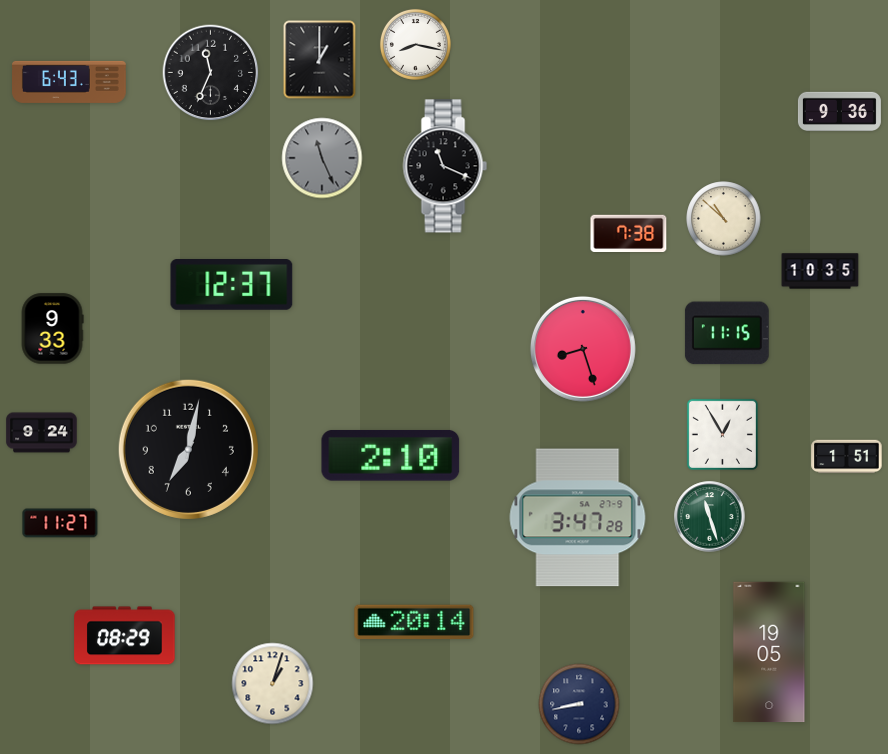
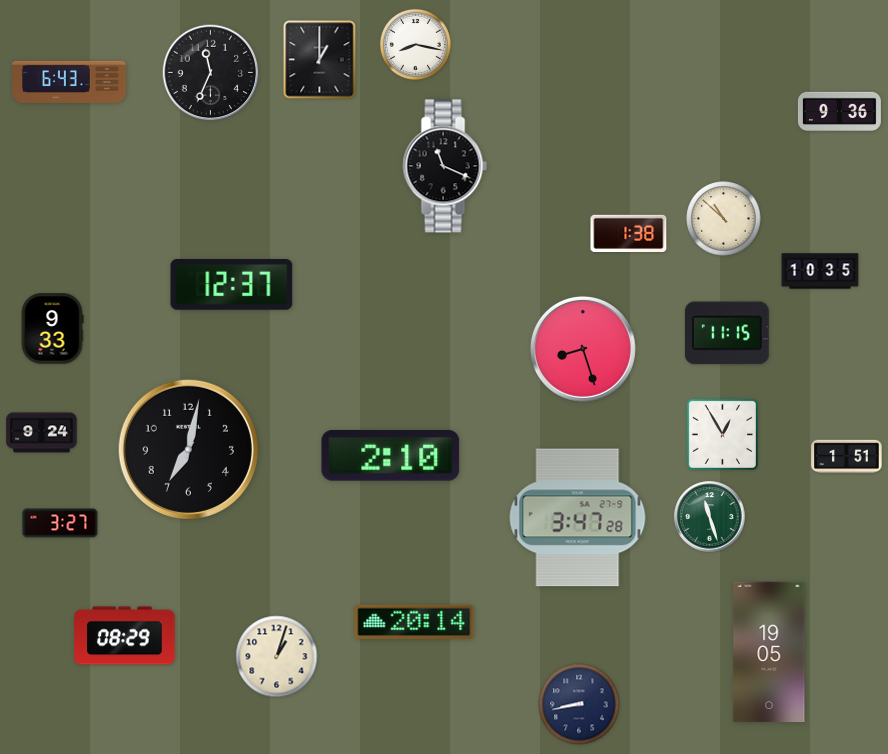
clock at (322, 158): 11:26 -> none
clock at (629, 233): 7:38 -> 1:38
clock at (60, 523): 11:27 -> 3:27
clock at (273, 684) position: (273, 684) -> (277, 657)
